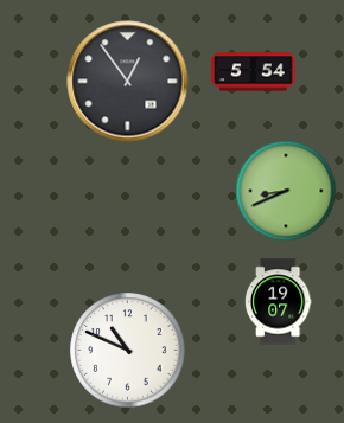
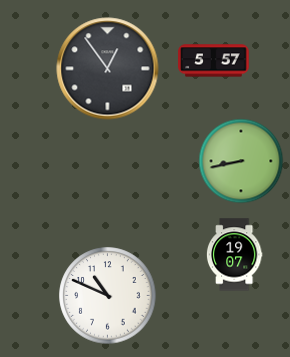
clock at (254, 72): 5:54 -> 5:57
clock at (286, 191): 8:41 -> 8:43
